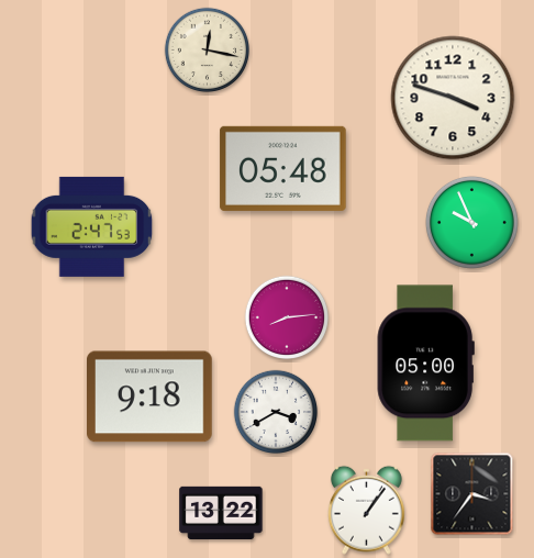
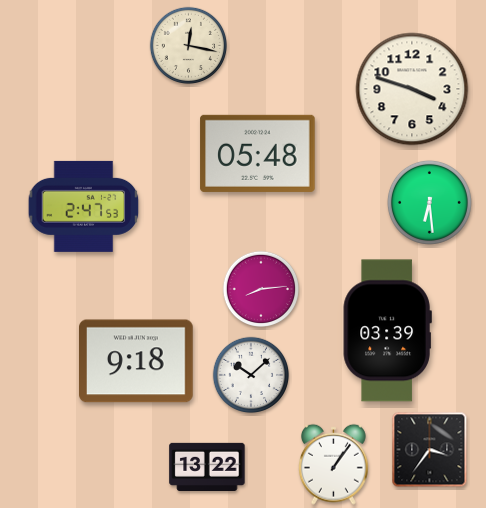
clock at (471, 222): 9:56 -> 6:29
clock at (425, 364): 05:00 -> 03:39
clock at (276, 412): 3:40 -> 10:08
clock at (221, 512) position: (221, 512) -> (207, 466)
